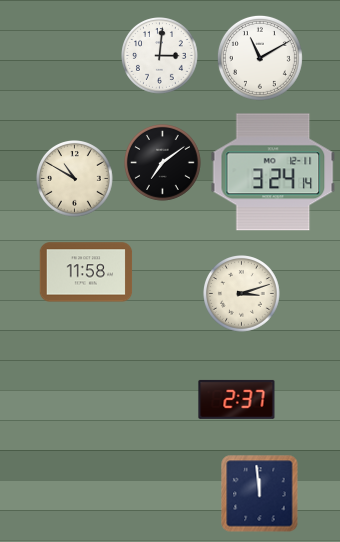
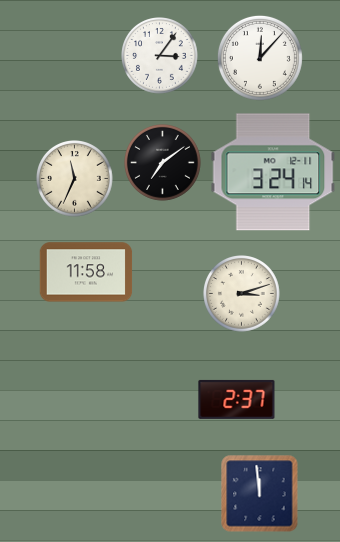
clock at (160, 56): 3:01 -> 3:06
clock at (260, 58): 11:10 -> 12:07
clock at (75, 179): 10:50 -> 11:34
